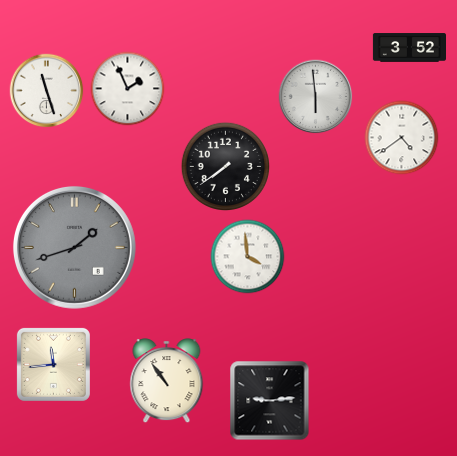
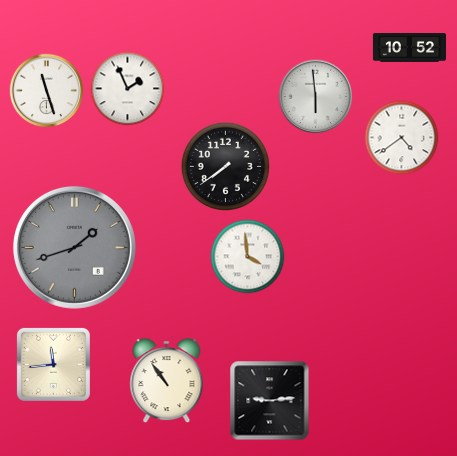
clock at (409, 48): 3:52 -> 10:52
